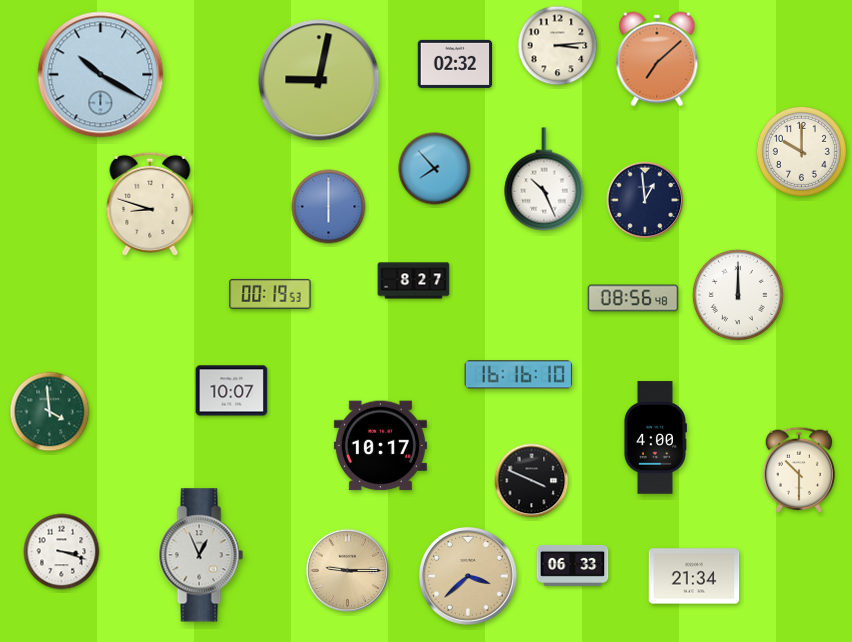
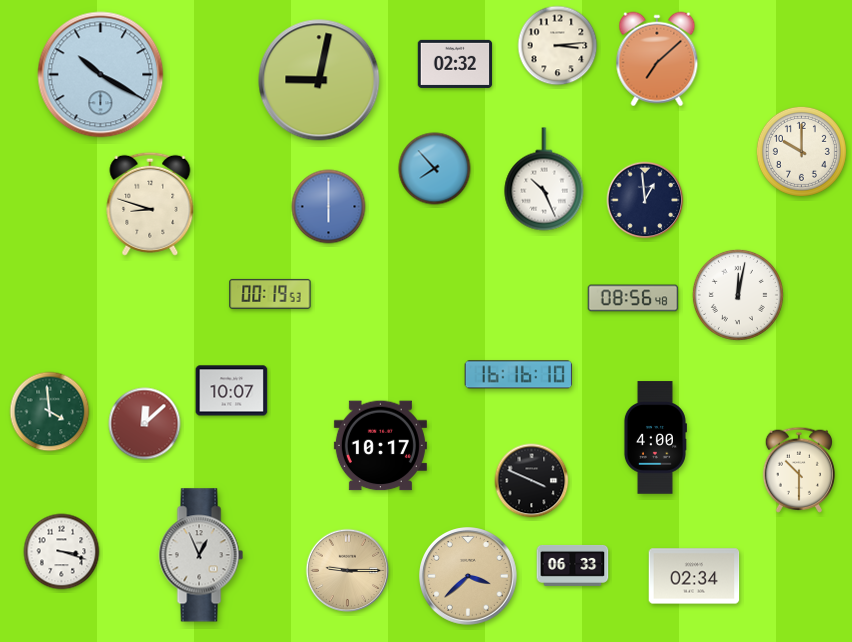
clock at (414, 281): 8:27 -> none
clock at (738, 295): 12:00 -> 12:02
clock at (145, 424): none -> 12:08
clock at (694, 576): 21:34 -> 02:34
